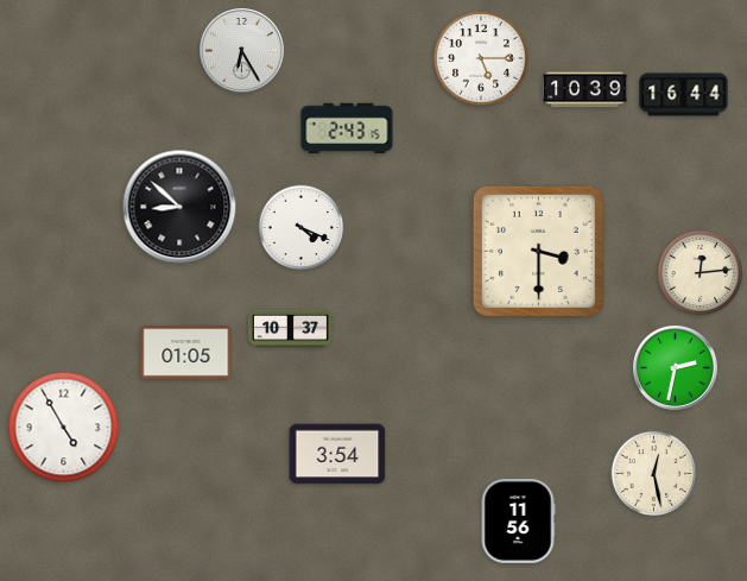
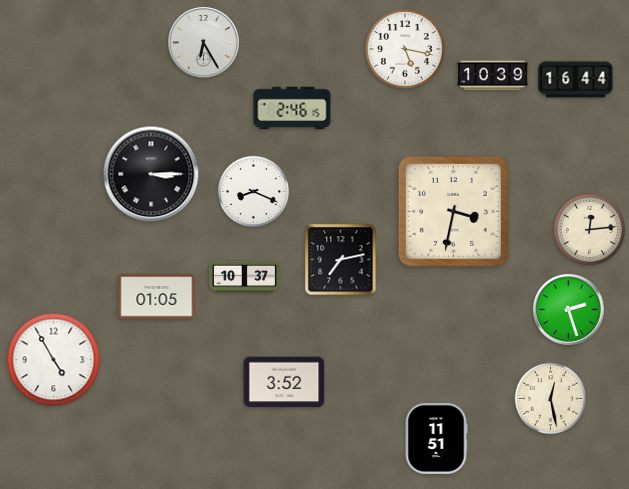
clock at (481, 58): 5:15 -> 5:17
clock at (347, 128): 2:43 -> 2:46
clock at (179, 207): 8:52 -> 3:15
clock at (302, 228): 4:19 -> 8:19
clock at (538, 251): 3:30 -> 3:32
clock at (341, 260): none -> 7:13
clock at (676, 368): 2:32 -> 2:27
clock at (337, 454): 3:54 -> 3:52
clock at (518, 522): 11:56 -> 11:51
